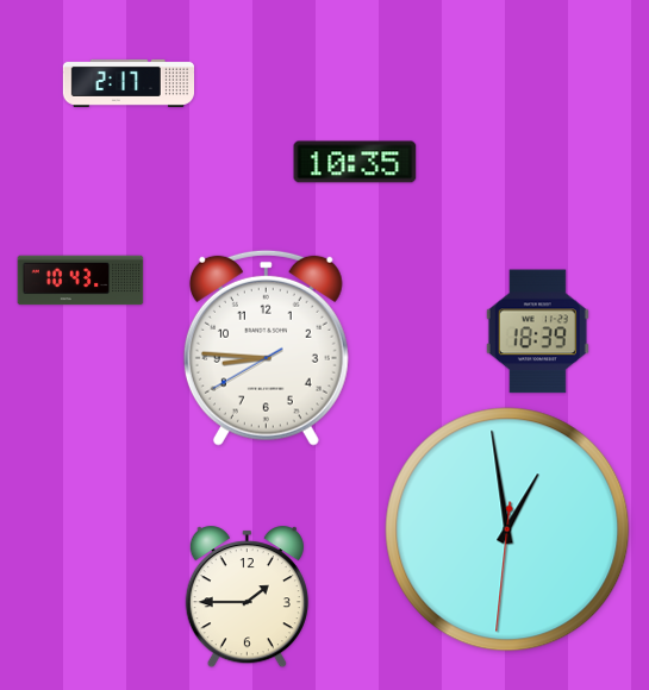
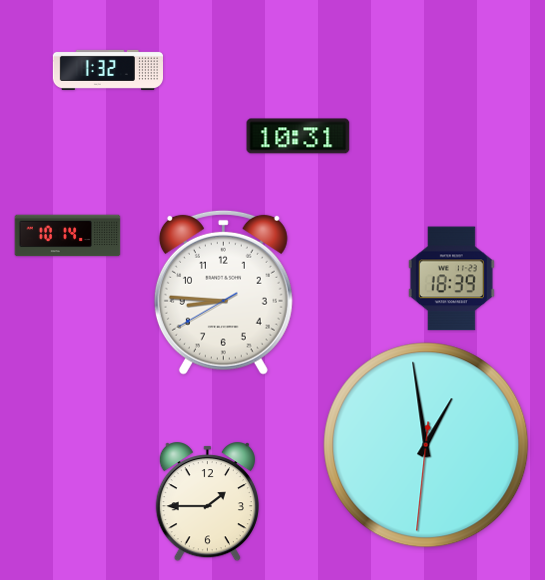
clock at (127, 83): 2:17 -> 1:32
clock at (355, 162): 10:35 -> 10:31
clock at (81, 281): 10:43 -> 10:14
